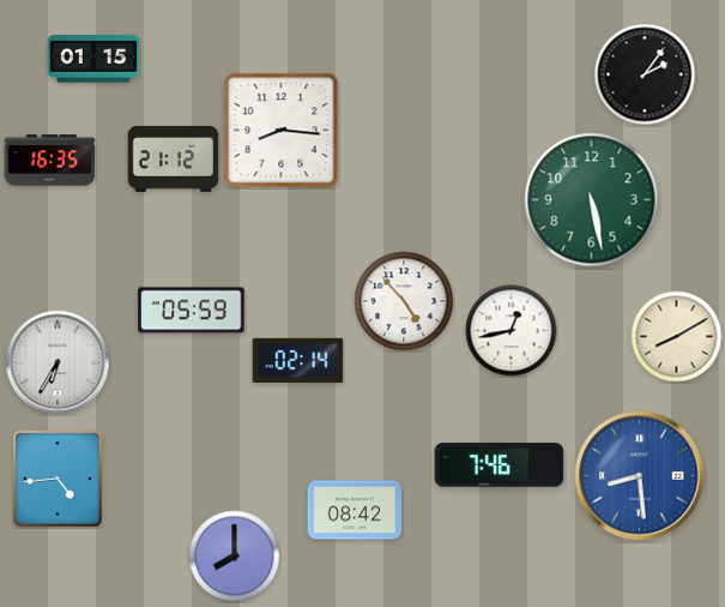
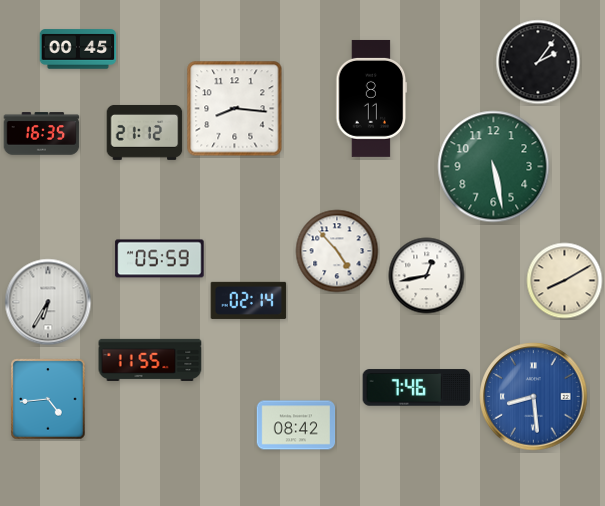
clock at (93, 59): 01:15 -> 00:45
clock at (372, 98): none -> 8:11
clock at (150, 360): none -> 11:55
clock at (235, 557): 8:00 -> none
